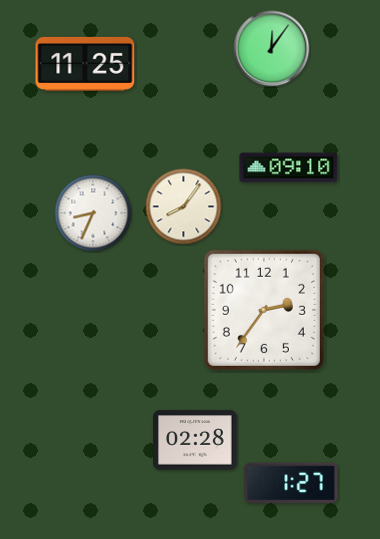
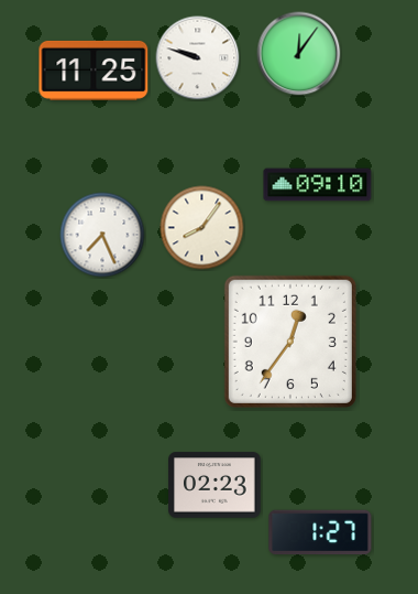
clock at (198, 58): none -> 9:48
clock at (93, 213): 8:34 -> 7:26
clock at (264, 310): 2:36 -> 12:36
clock at (195, 440): 02:28 -> 02:23
